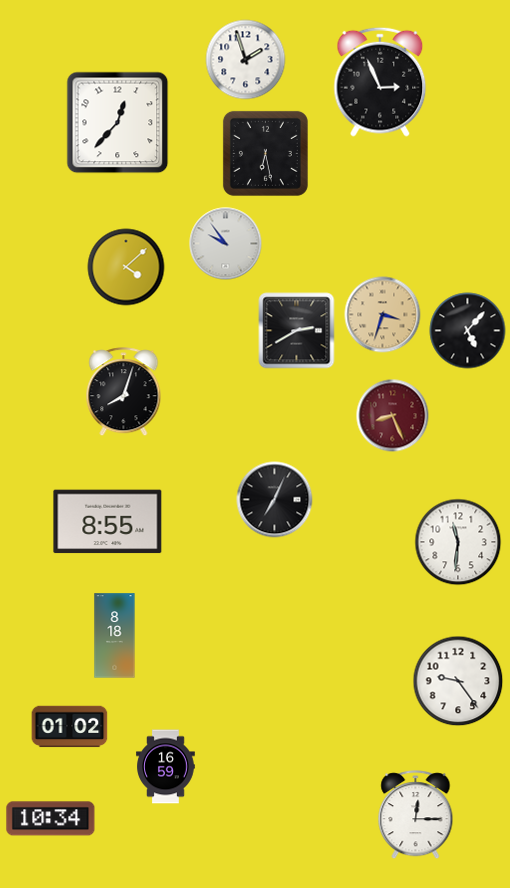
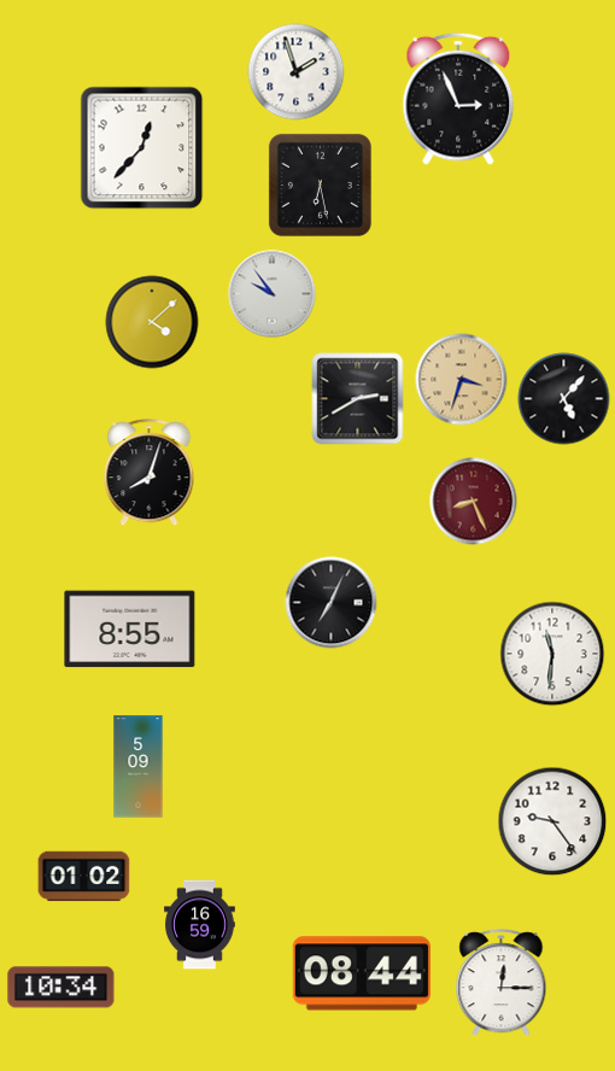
clock at (115, 636): 8:18 -> 5:09
clock at (362, 973): none -> 08:44
